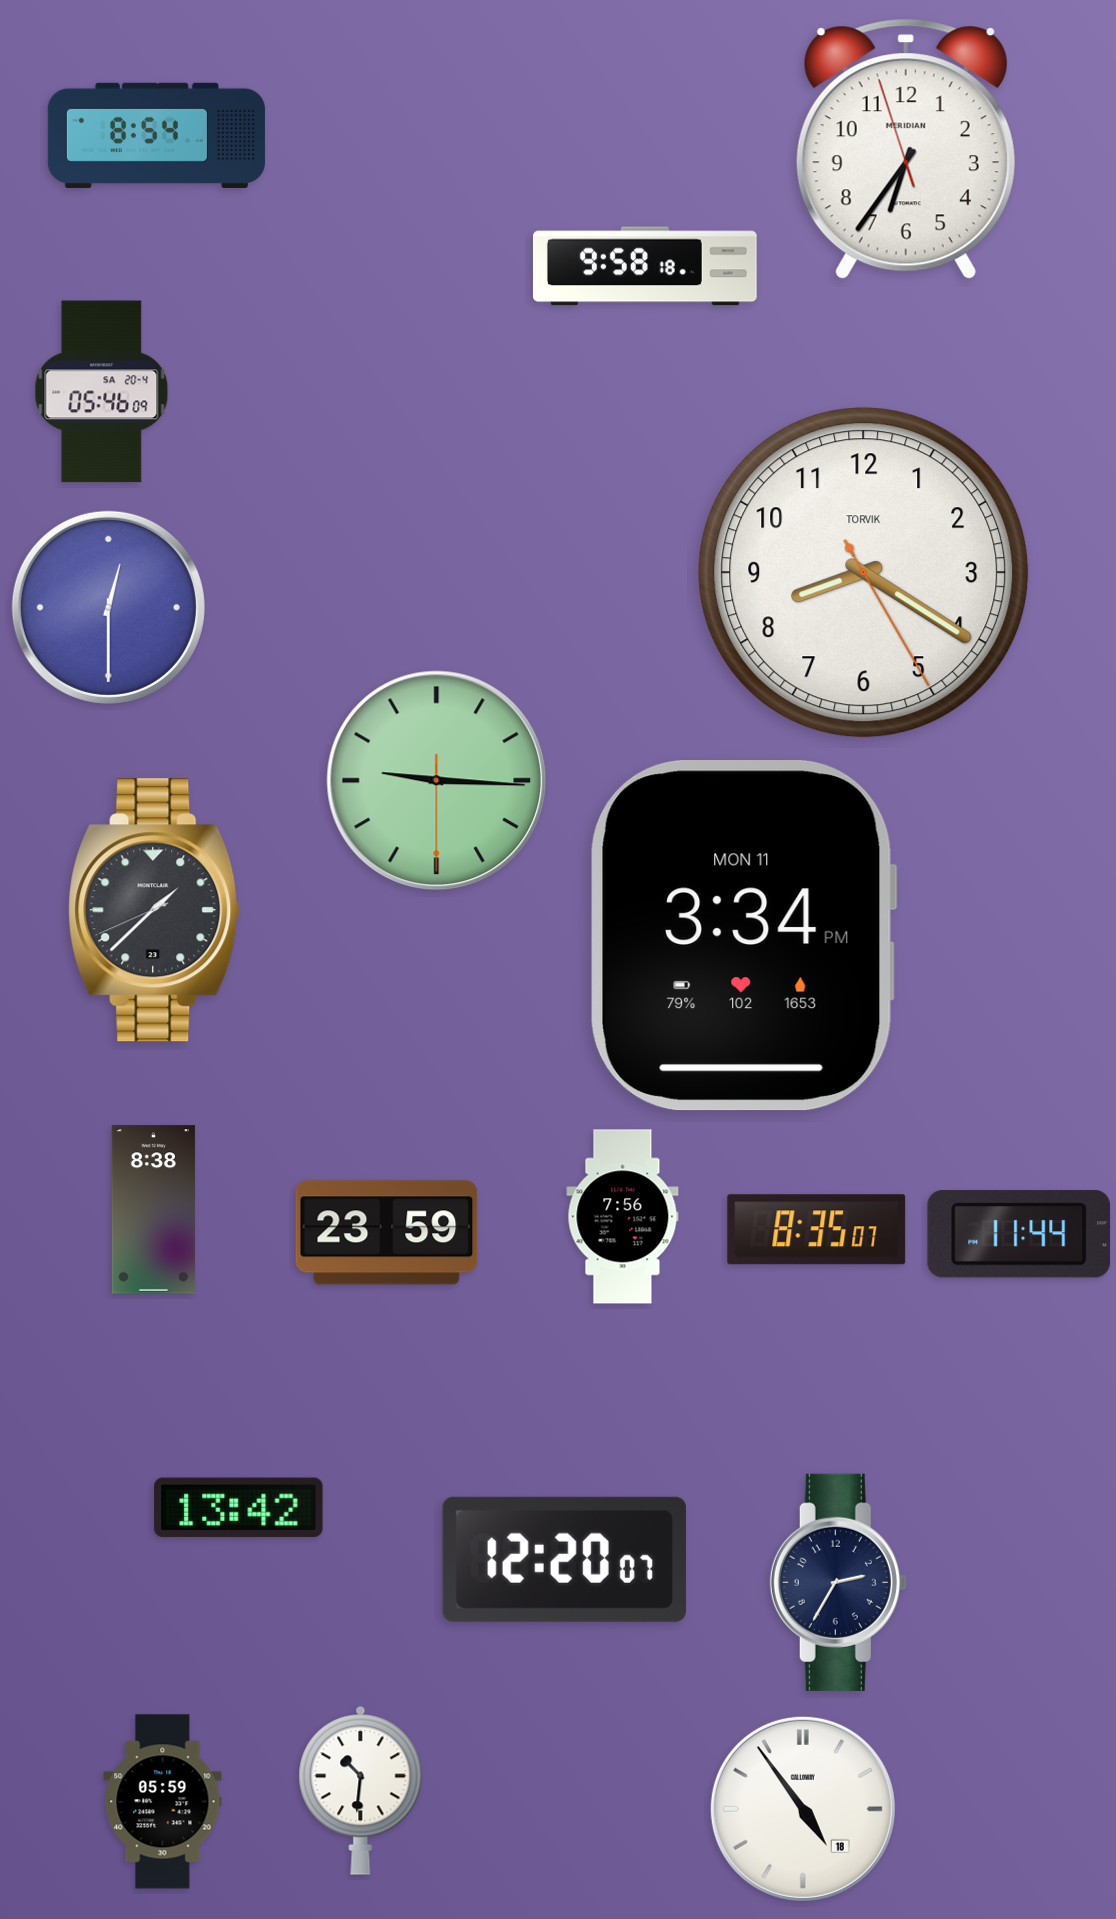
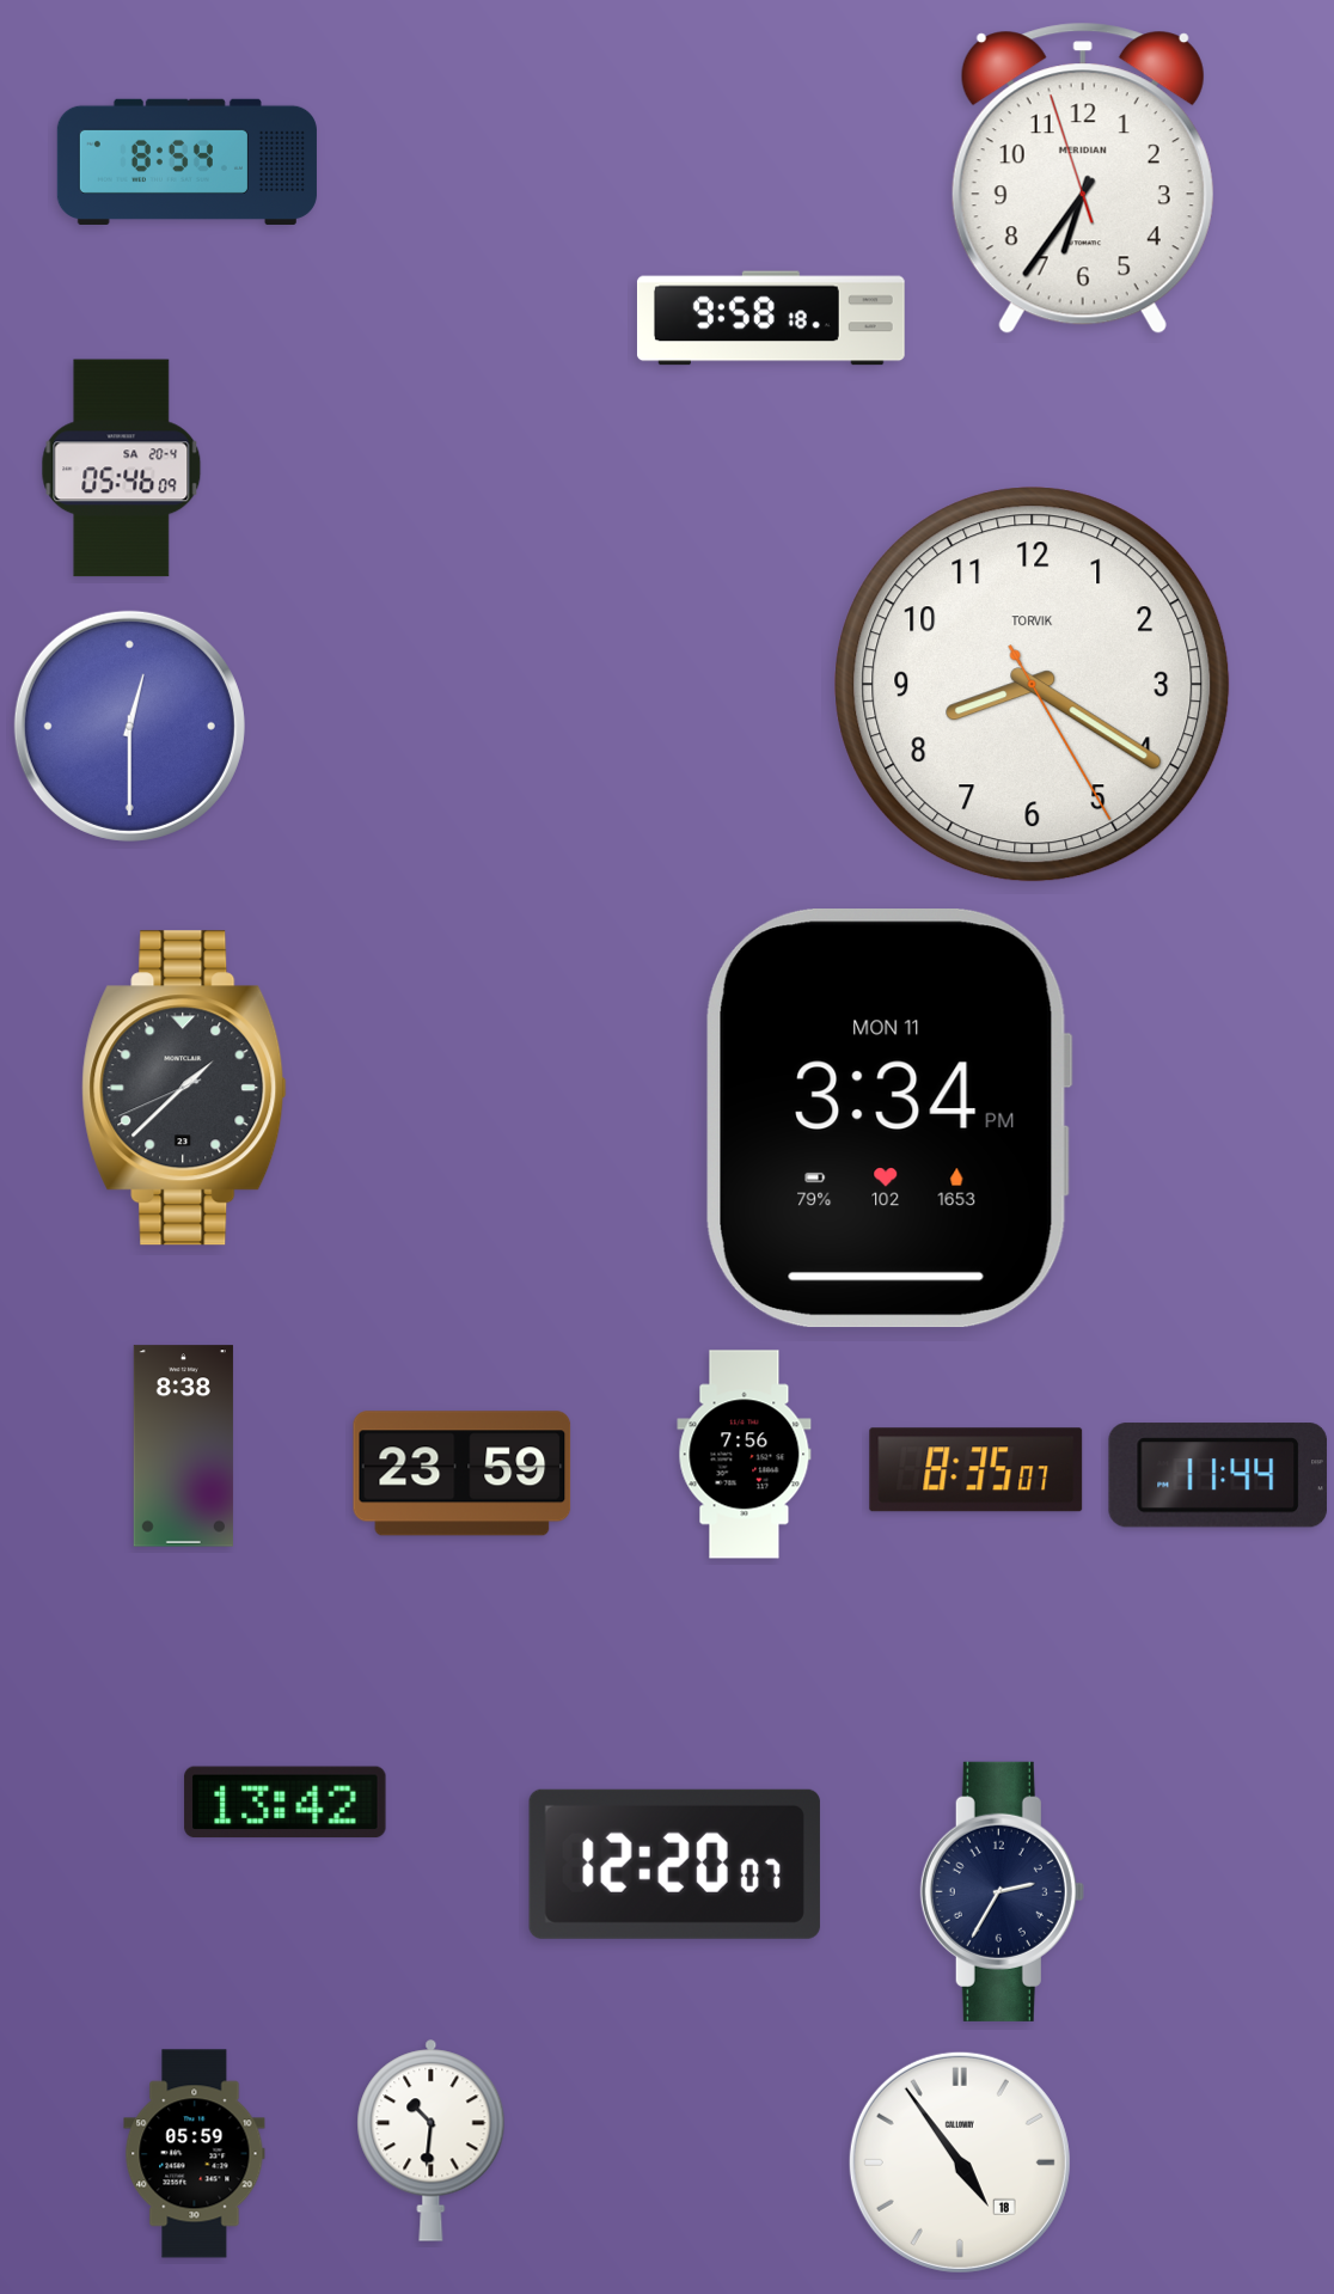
clock at (437, 781): 9:15 -> none
